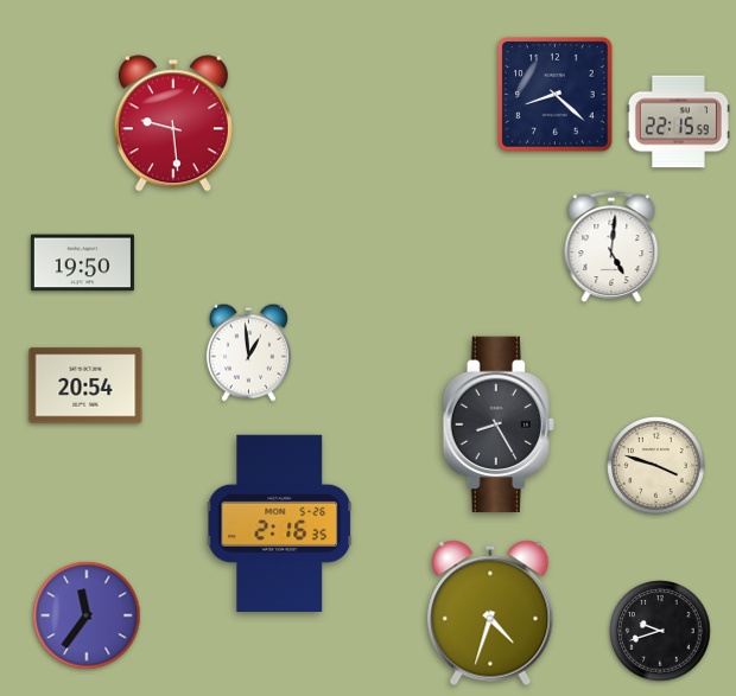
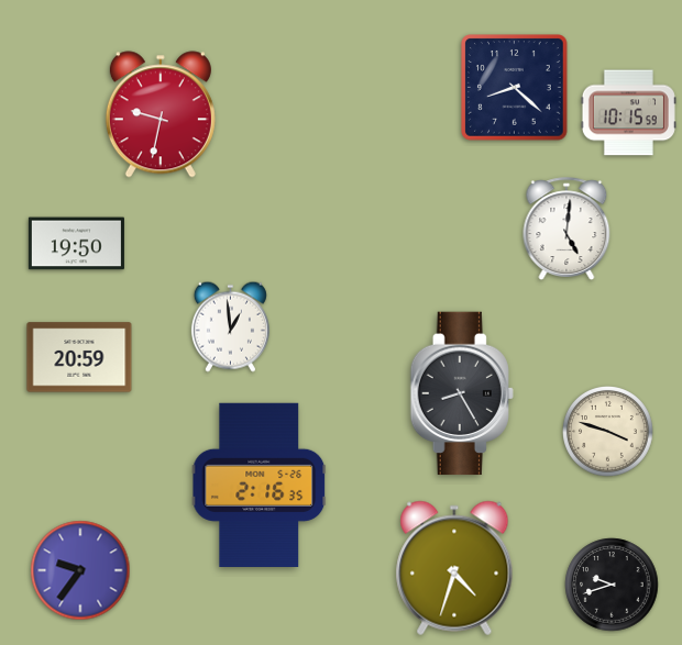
clock at (678, 122): 22:15 -> 10:15
clock at (173, 123): 9:29 -> 9:32
clock at (85, 385): 20:54 -> 20:59
clock at (87, 615): 11:36 -> 9:36
